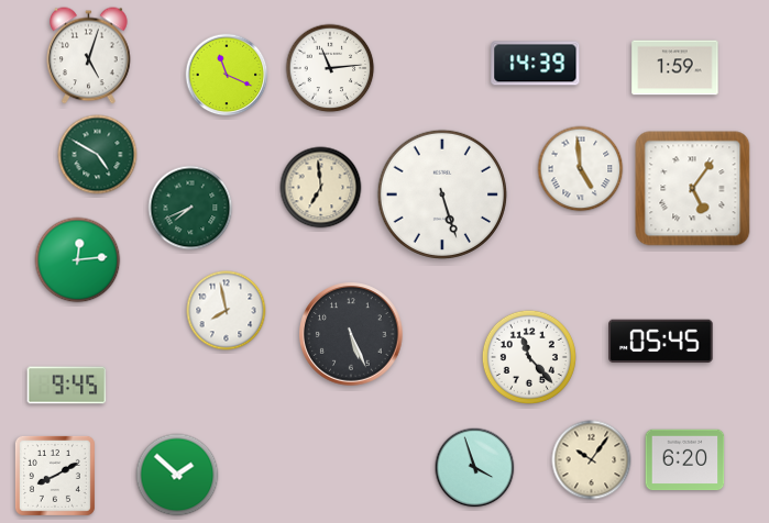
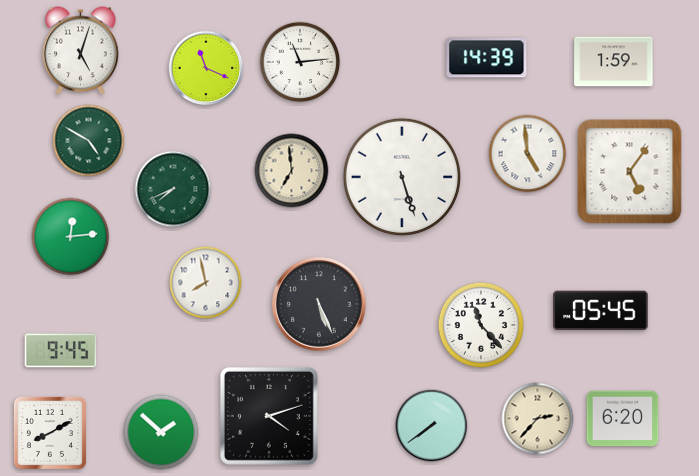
clock at (269, 416): none -> 4:12
clock at (592, 460): 10:06 -> 2:37
clock at (475, 468): 3:57 -> 7:39
